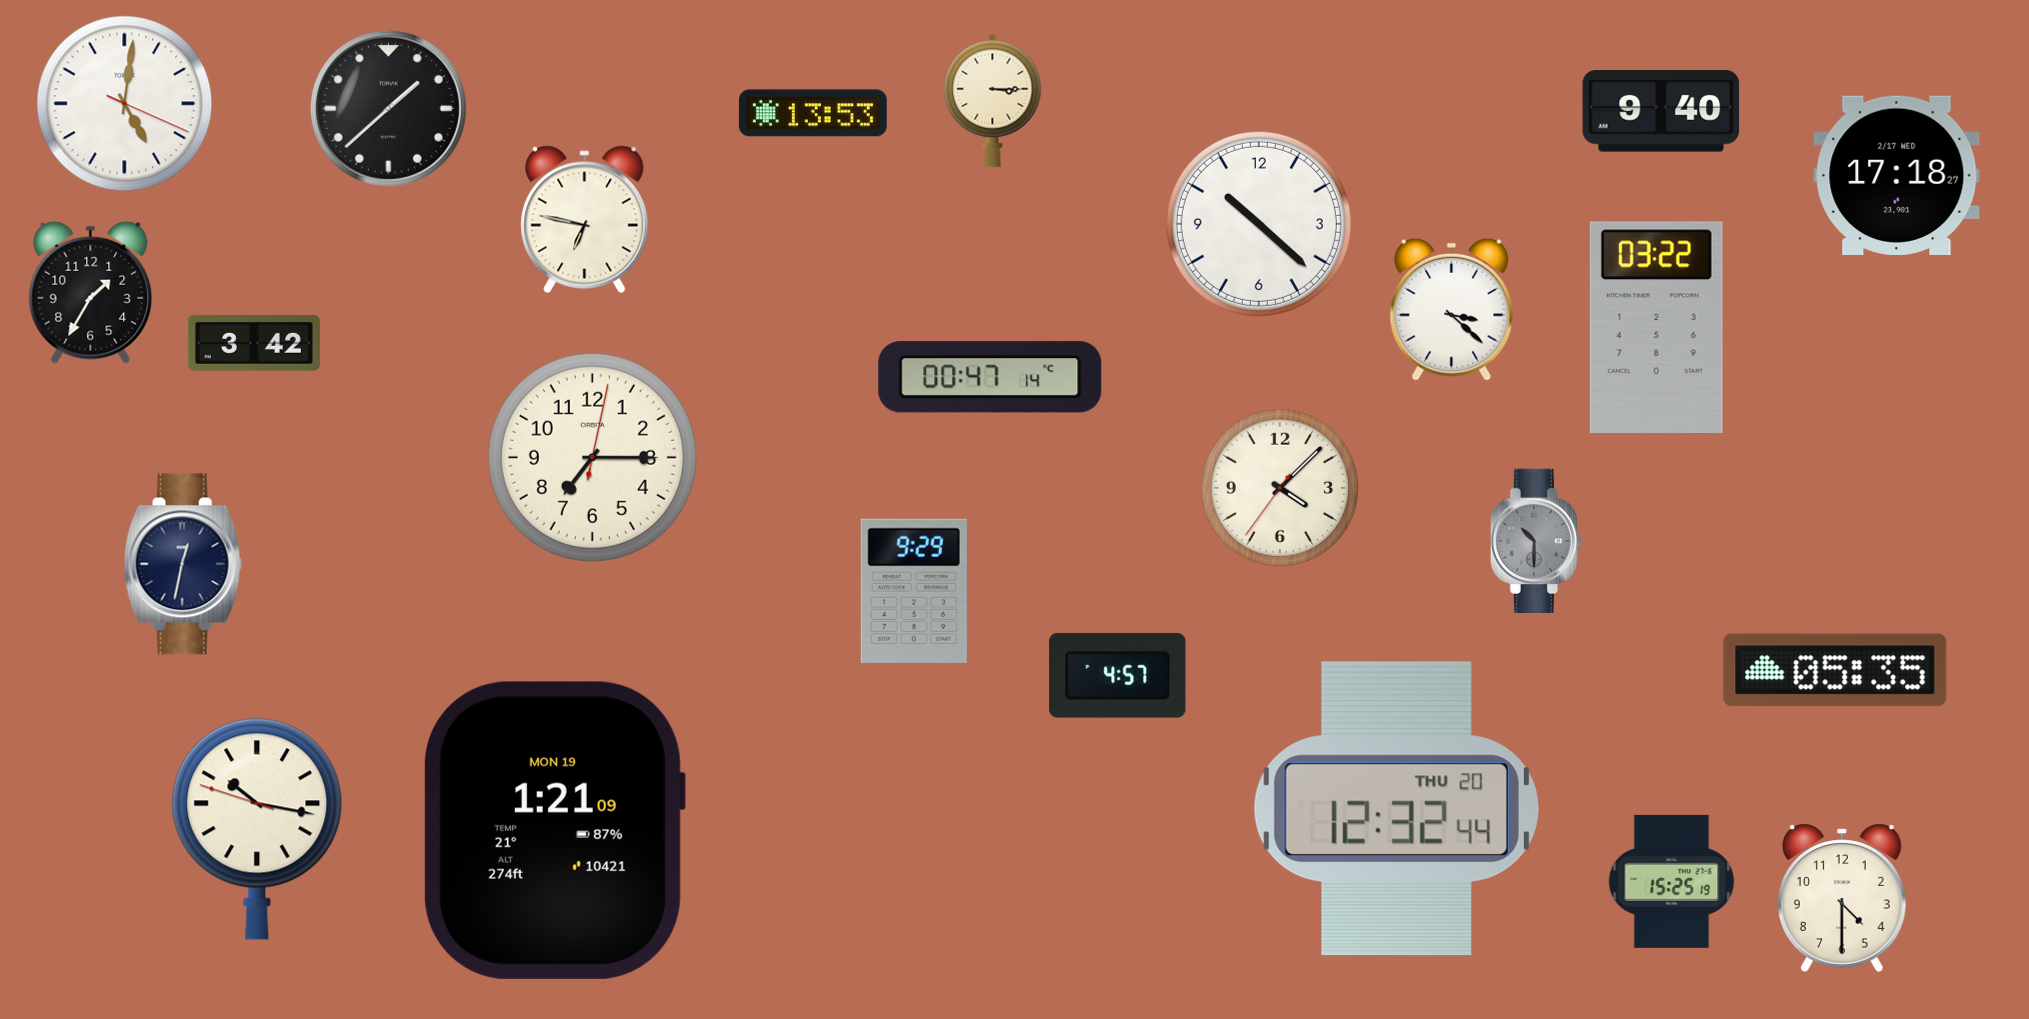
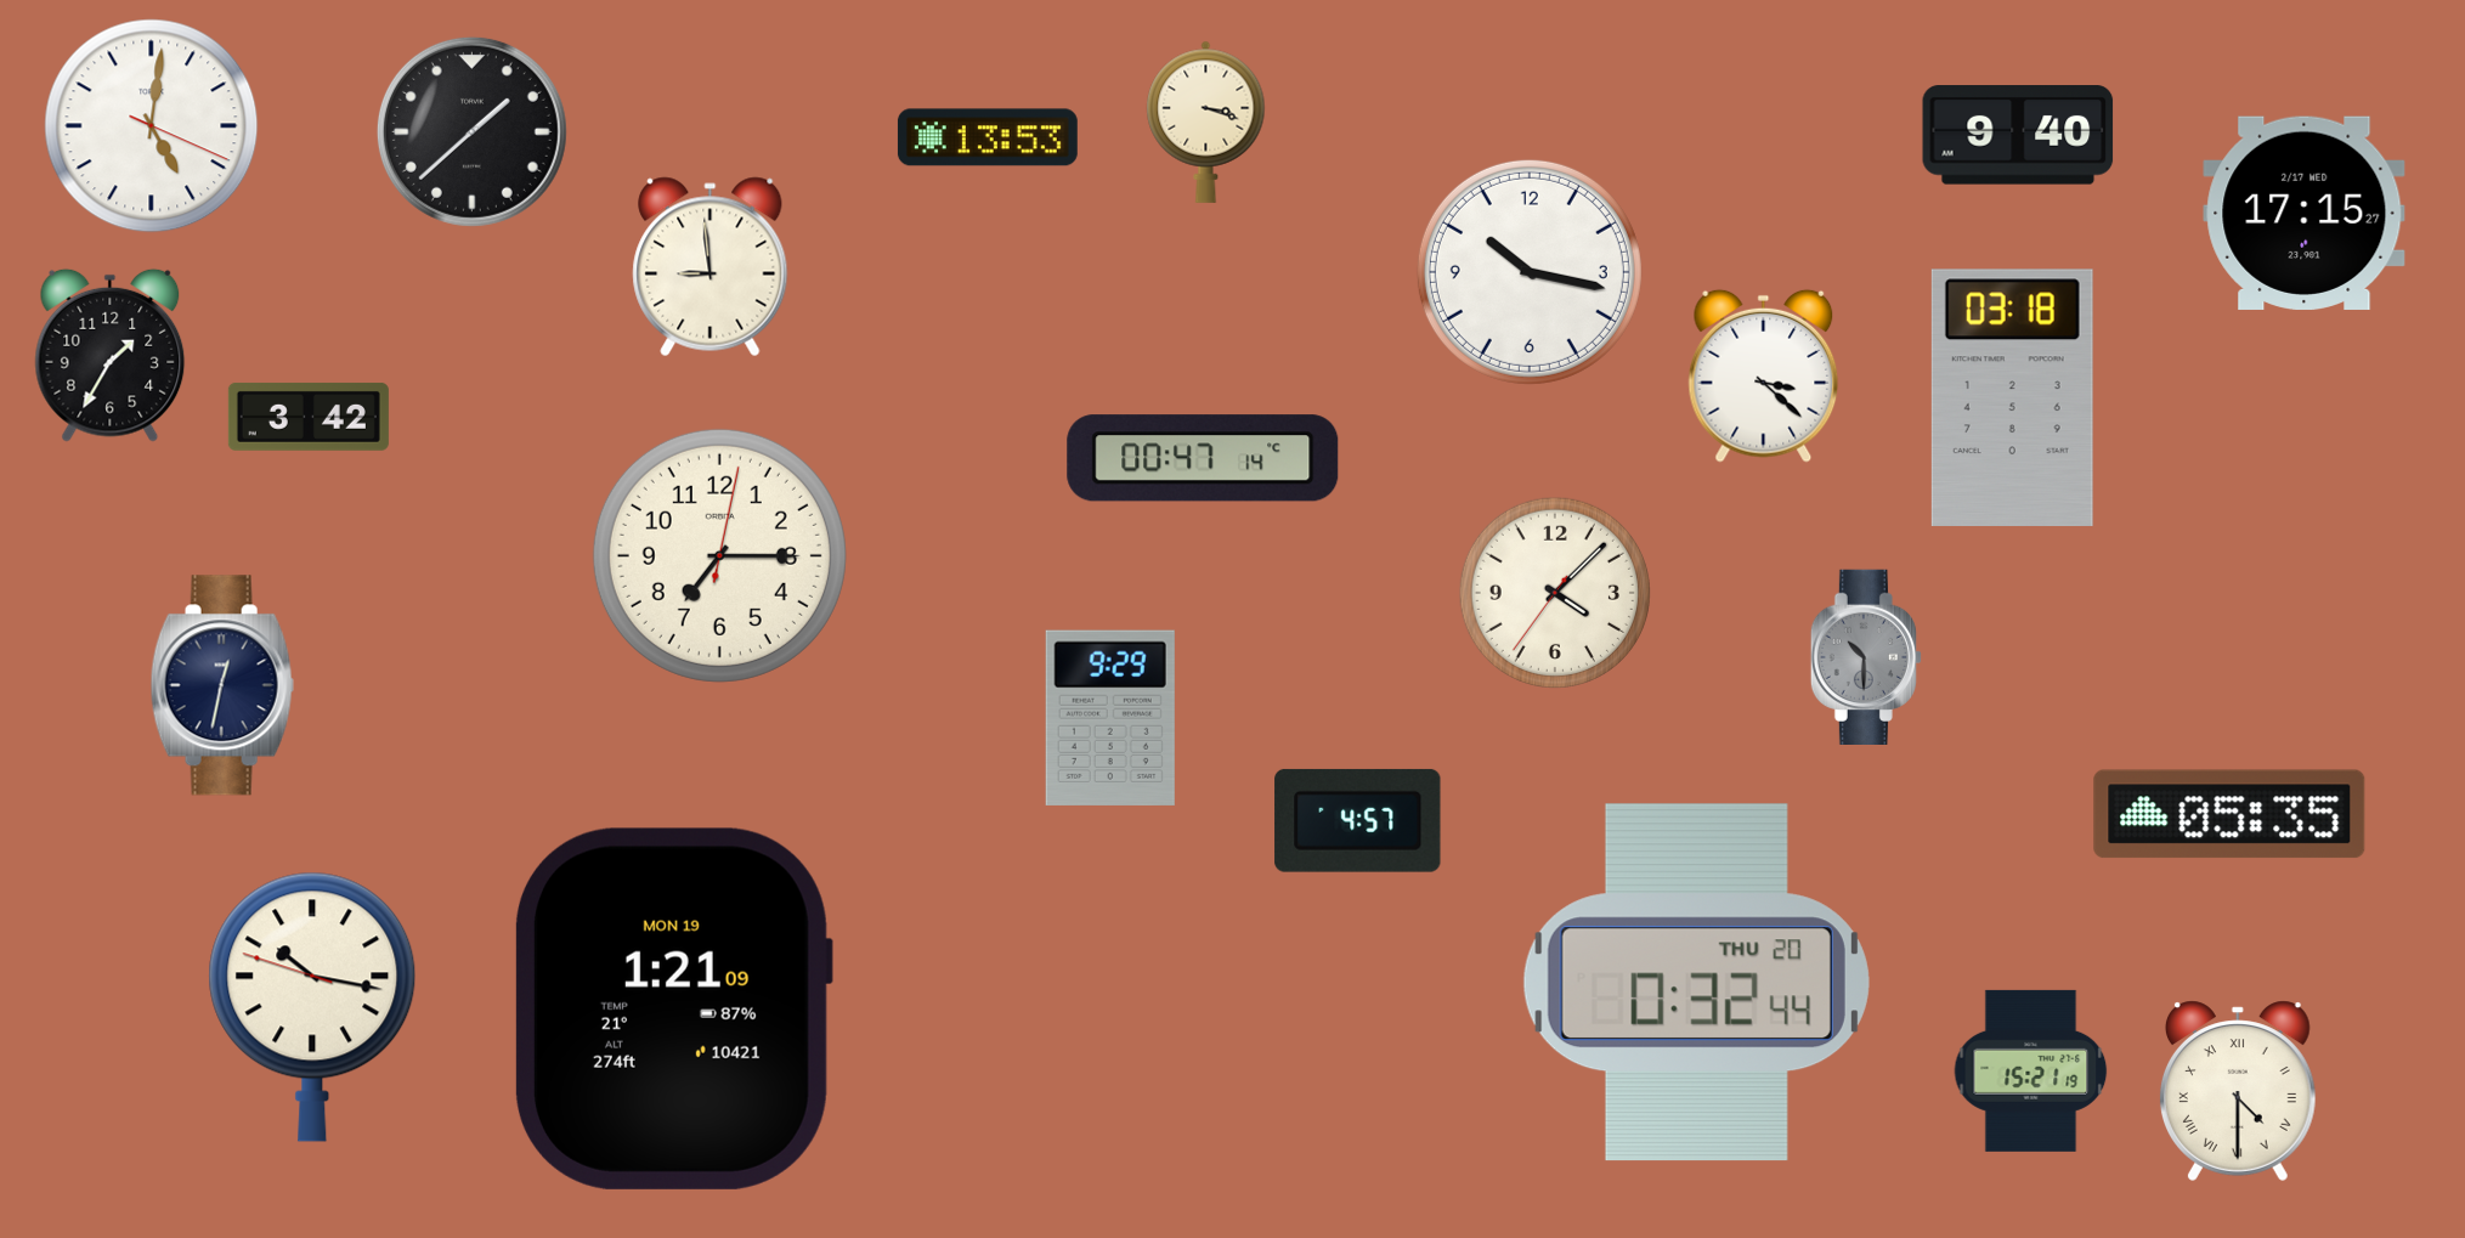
clock at (993, 100): 3:15 -> 3:18
clock at (1897, 175): 17:18 -> 17:15
clock at (585, 220): 6:47 -> 8:59
clock at (1259, 224): 10:22 -> 10:17
clock at (1656, 327): 03:22 -> 03:18
clock at (1396, 809): 12:32 -> 0:32
clock at (1672, 881): 15:25 -> 15:21
clock at (1842, 898) numerals: Arabic -> Roman
